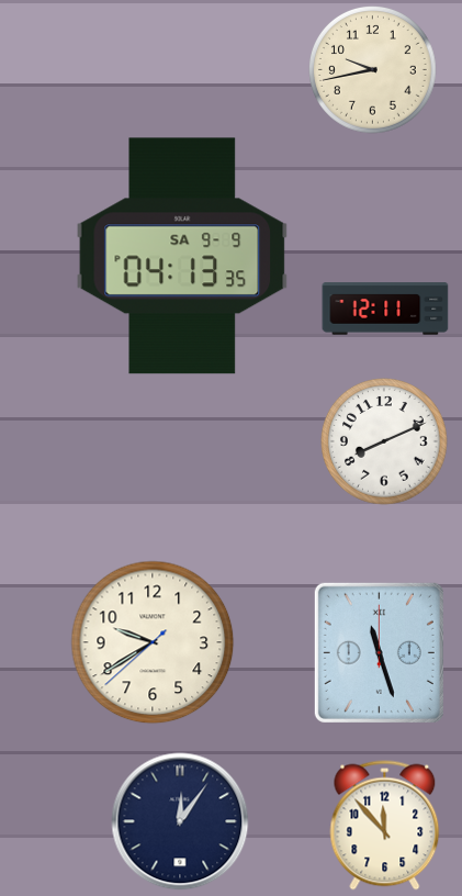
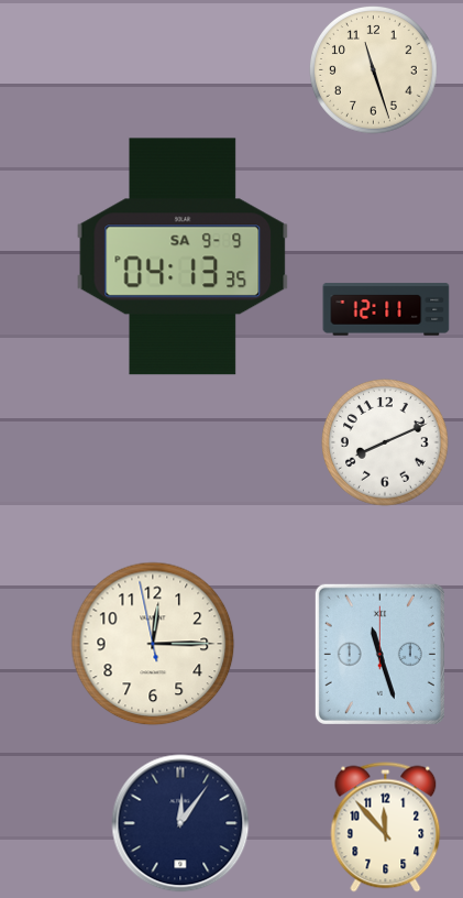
clock at (373, 70): 9:43 -> 11:27
clock at (153, 642): 9:39 -> 12:14
